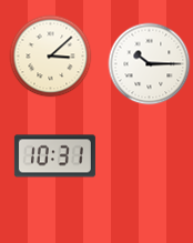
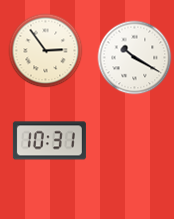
clock at (51, 57): 3:08 -> 2:54
clock at (150, 64): 10:15 -> 10:20
